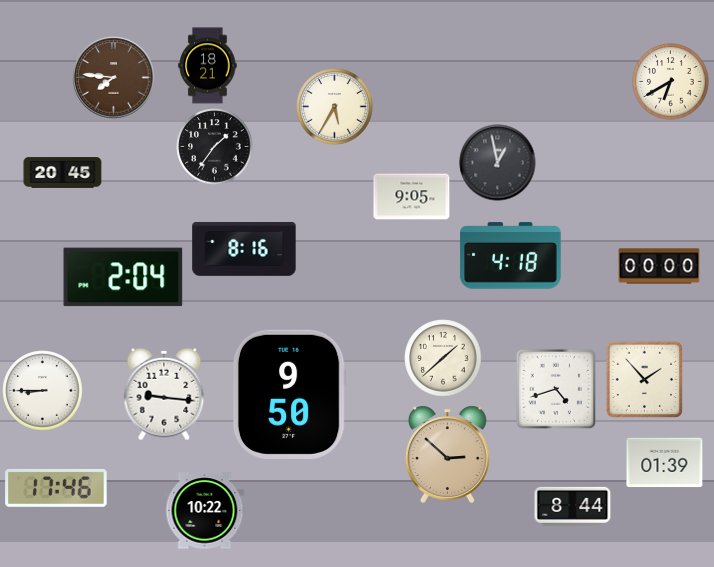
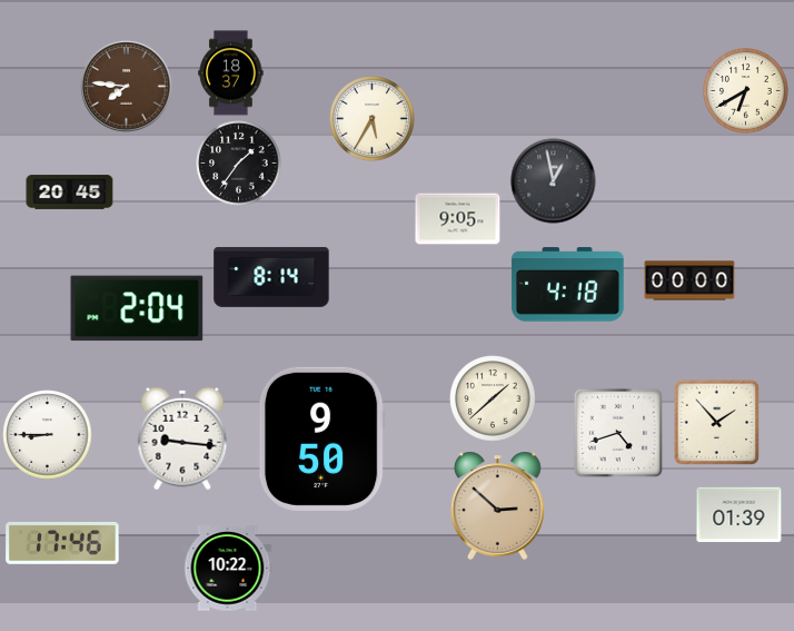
clock at (208, 66): 18:21 -> 18:37
clock at (244, 249): 8:16 -> 8:14
clock at (659, 266) position: (659, 266) -> (689, 280)
clock at (573, 506): 8:44 -> none
